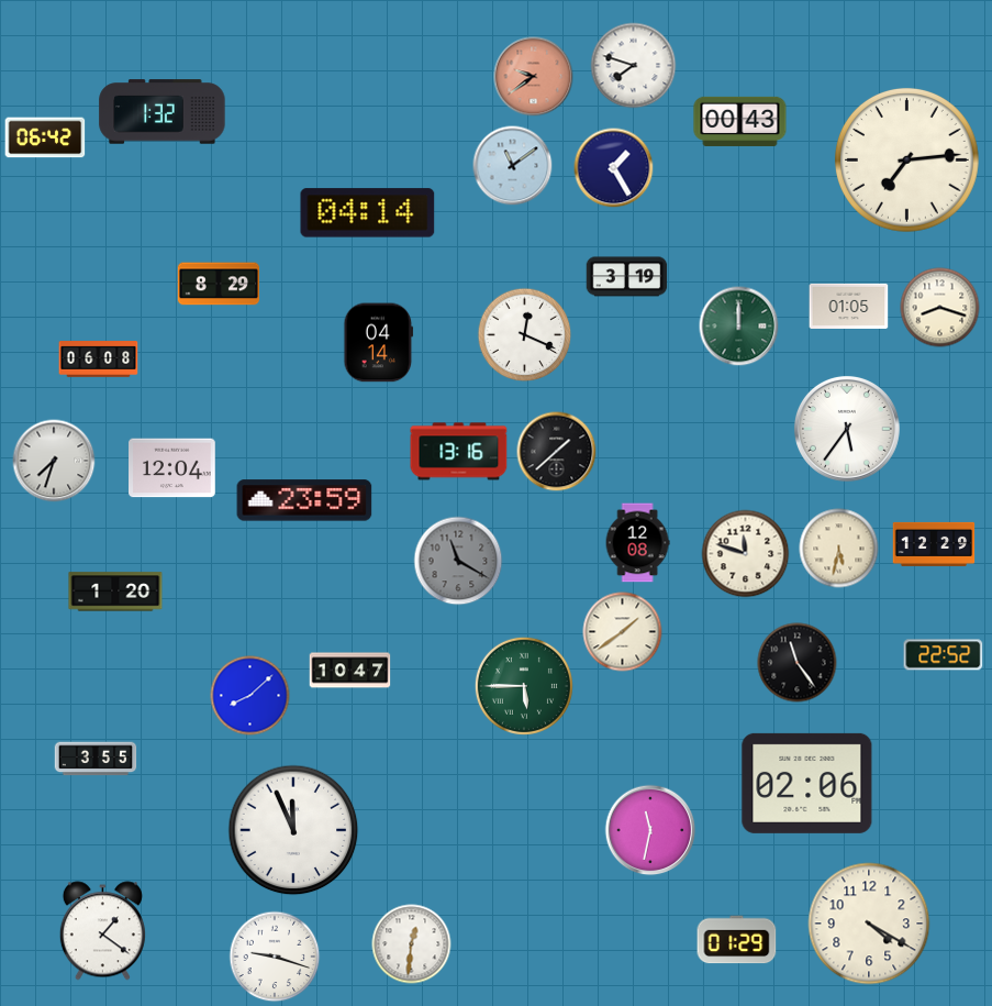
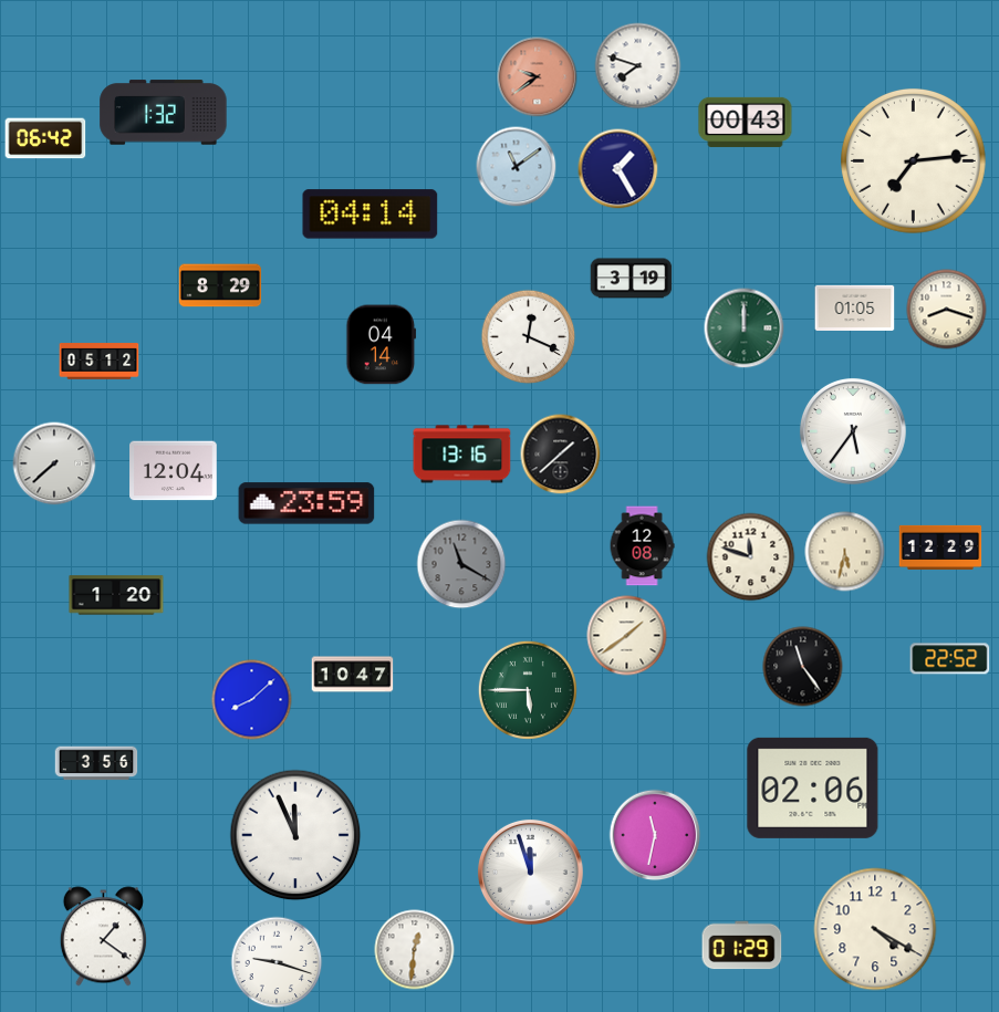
clock at (99, 360): 06:08 -> 05:12
clock at (54, 461): 7:33 -> 7:38
clock at (96, 759): 3:55 -> 3:56
clock at (530, 872): none -> 11:57
